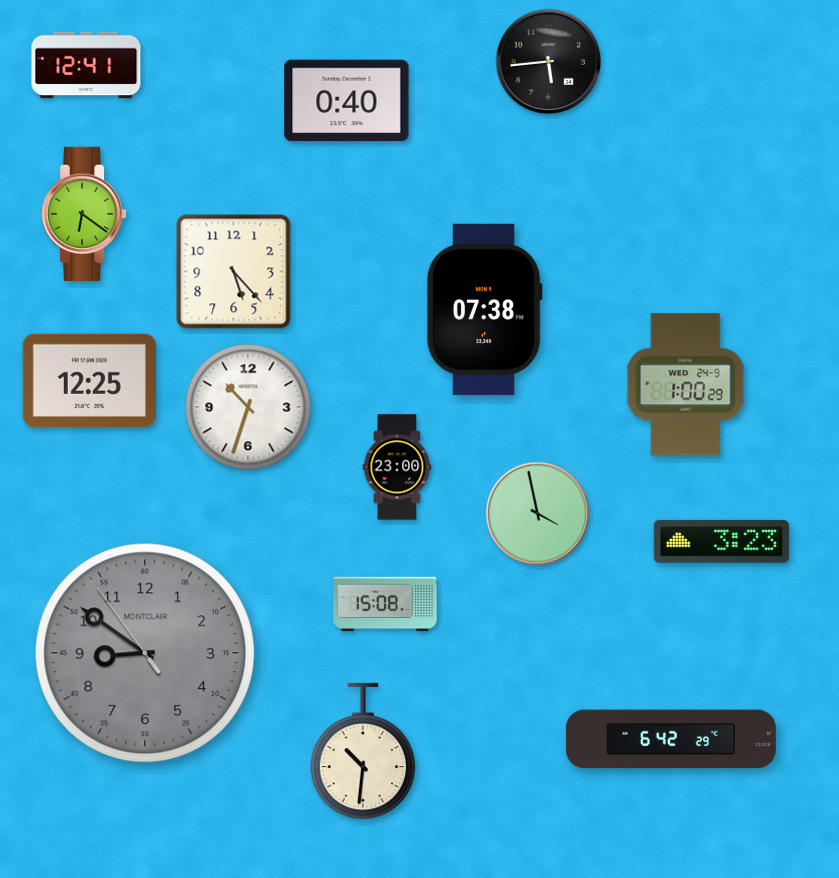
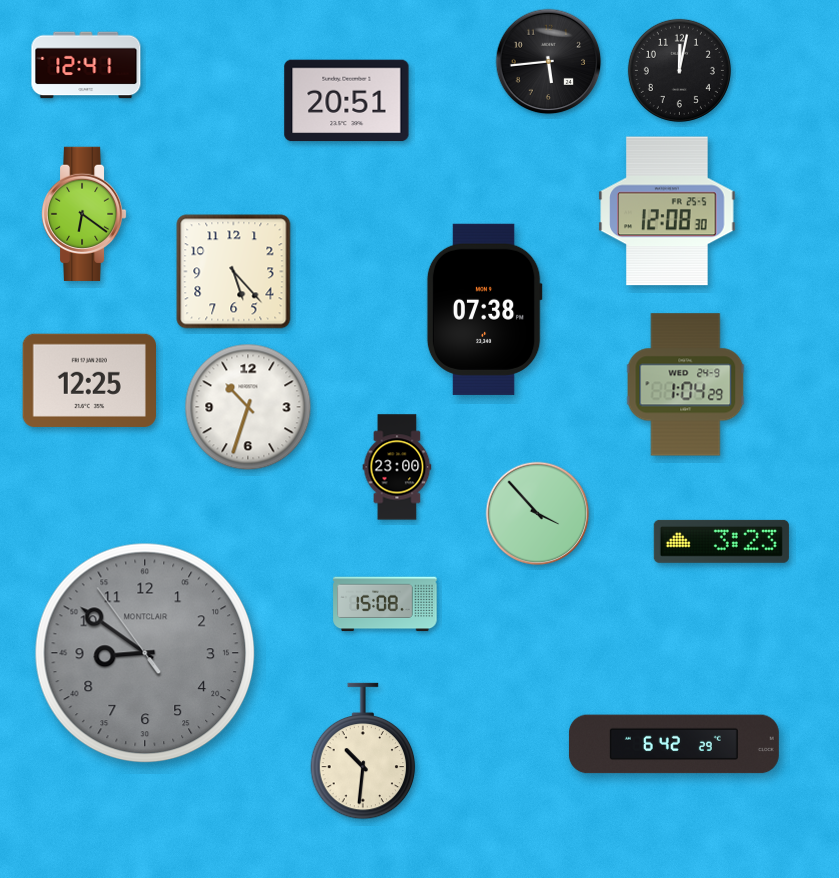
clock at (679, 70): none -> 12:02
clock at (347, 101): 0:40 -> 20:51
clock at (667, 211): none -> 12:08
clock at (686, 385): 1:00 -> 1:04
clock at (538, 514): 3:58 -> 3:53
clock at (671, 739) position: (671, 739) -> (674, 744)
